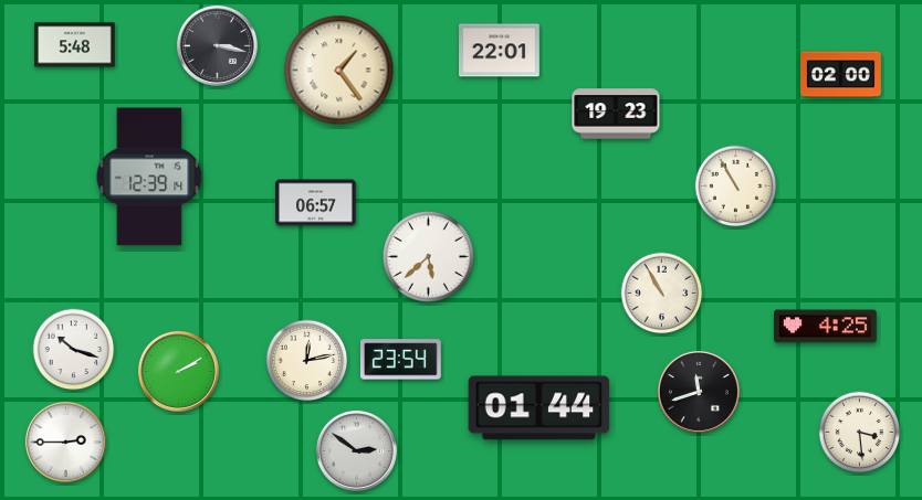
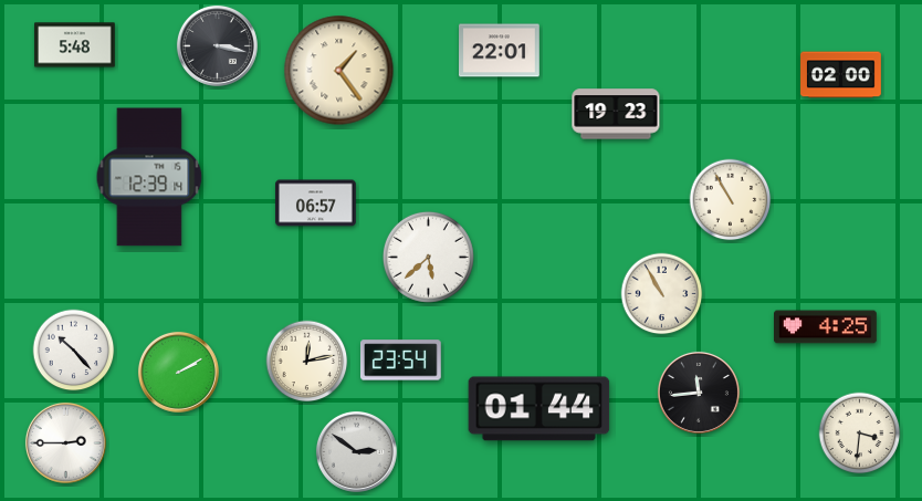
clock at (736, 187) position: (736, 187) -> (731, 200)
clock at (74, 350): 10:18 -> 10:23
clock at (699, 392): 11:42 -> 11:44
clock at (860, 433): 3:29 -> 3:31
